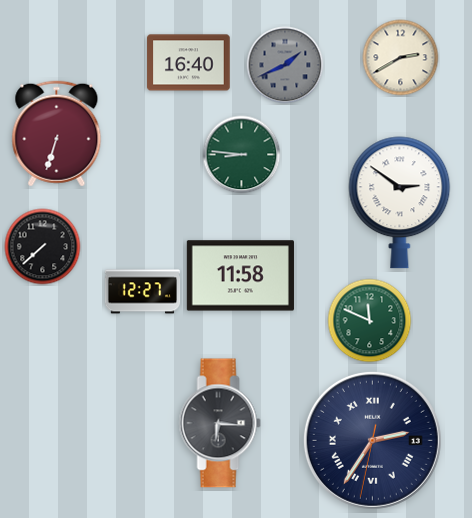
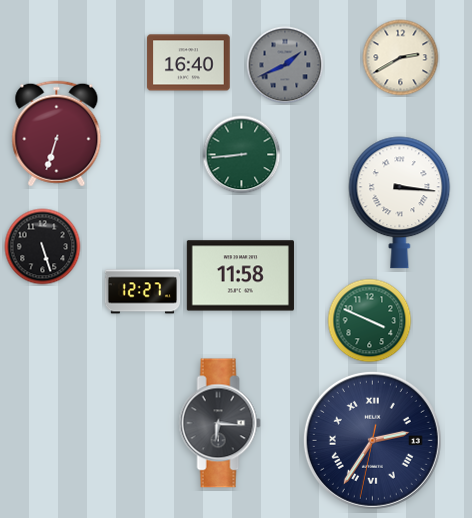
clock at (242, 155): 8:46 -> 8:44
clock at (400, 203): 2:51 -> 3:16
clock at (43, 247): 7:38 -> 5:27
clock at (370, 321): 11:49 -> 3:49
